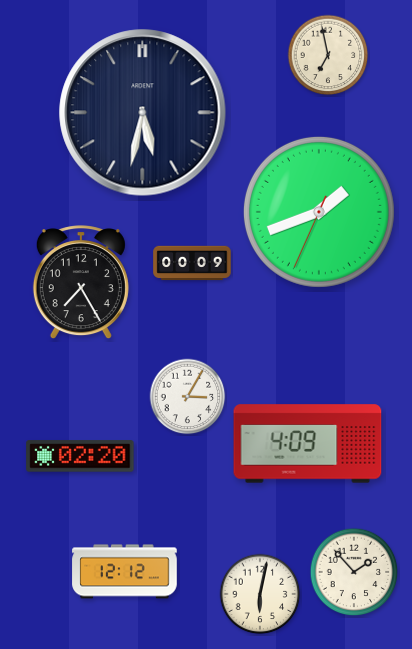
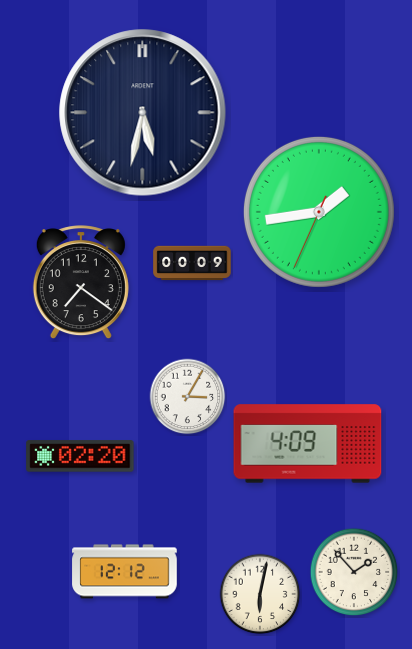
clock at (328, 55): 6:58 -> none
clock at (319, 212): 1:41 -> 1:43
clock at (81, 283): 7:25 -> 7:21
